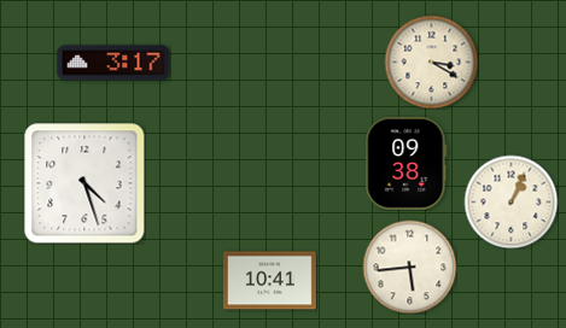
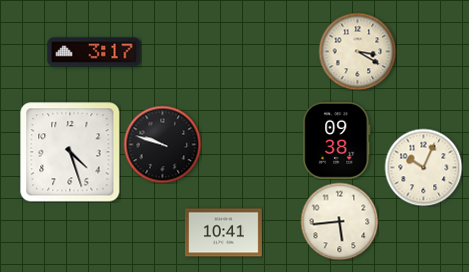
clock at (407, 163) position: (407, 163) -> (337, 140)
clock at (162, 144): none -> 9:48
clock at (510, 201): 1:04 -> 10:04
